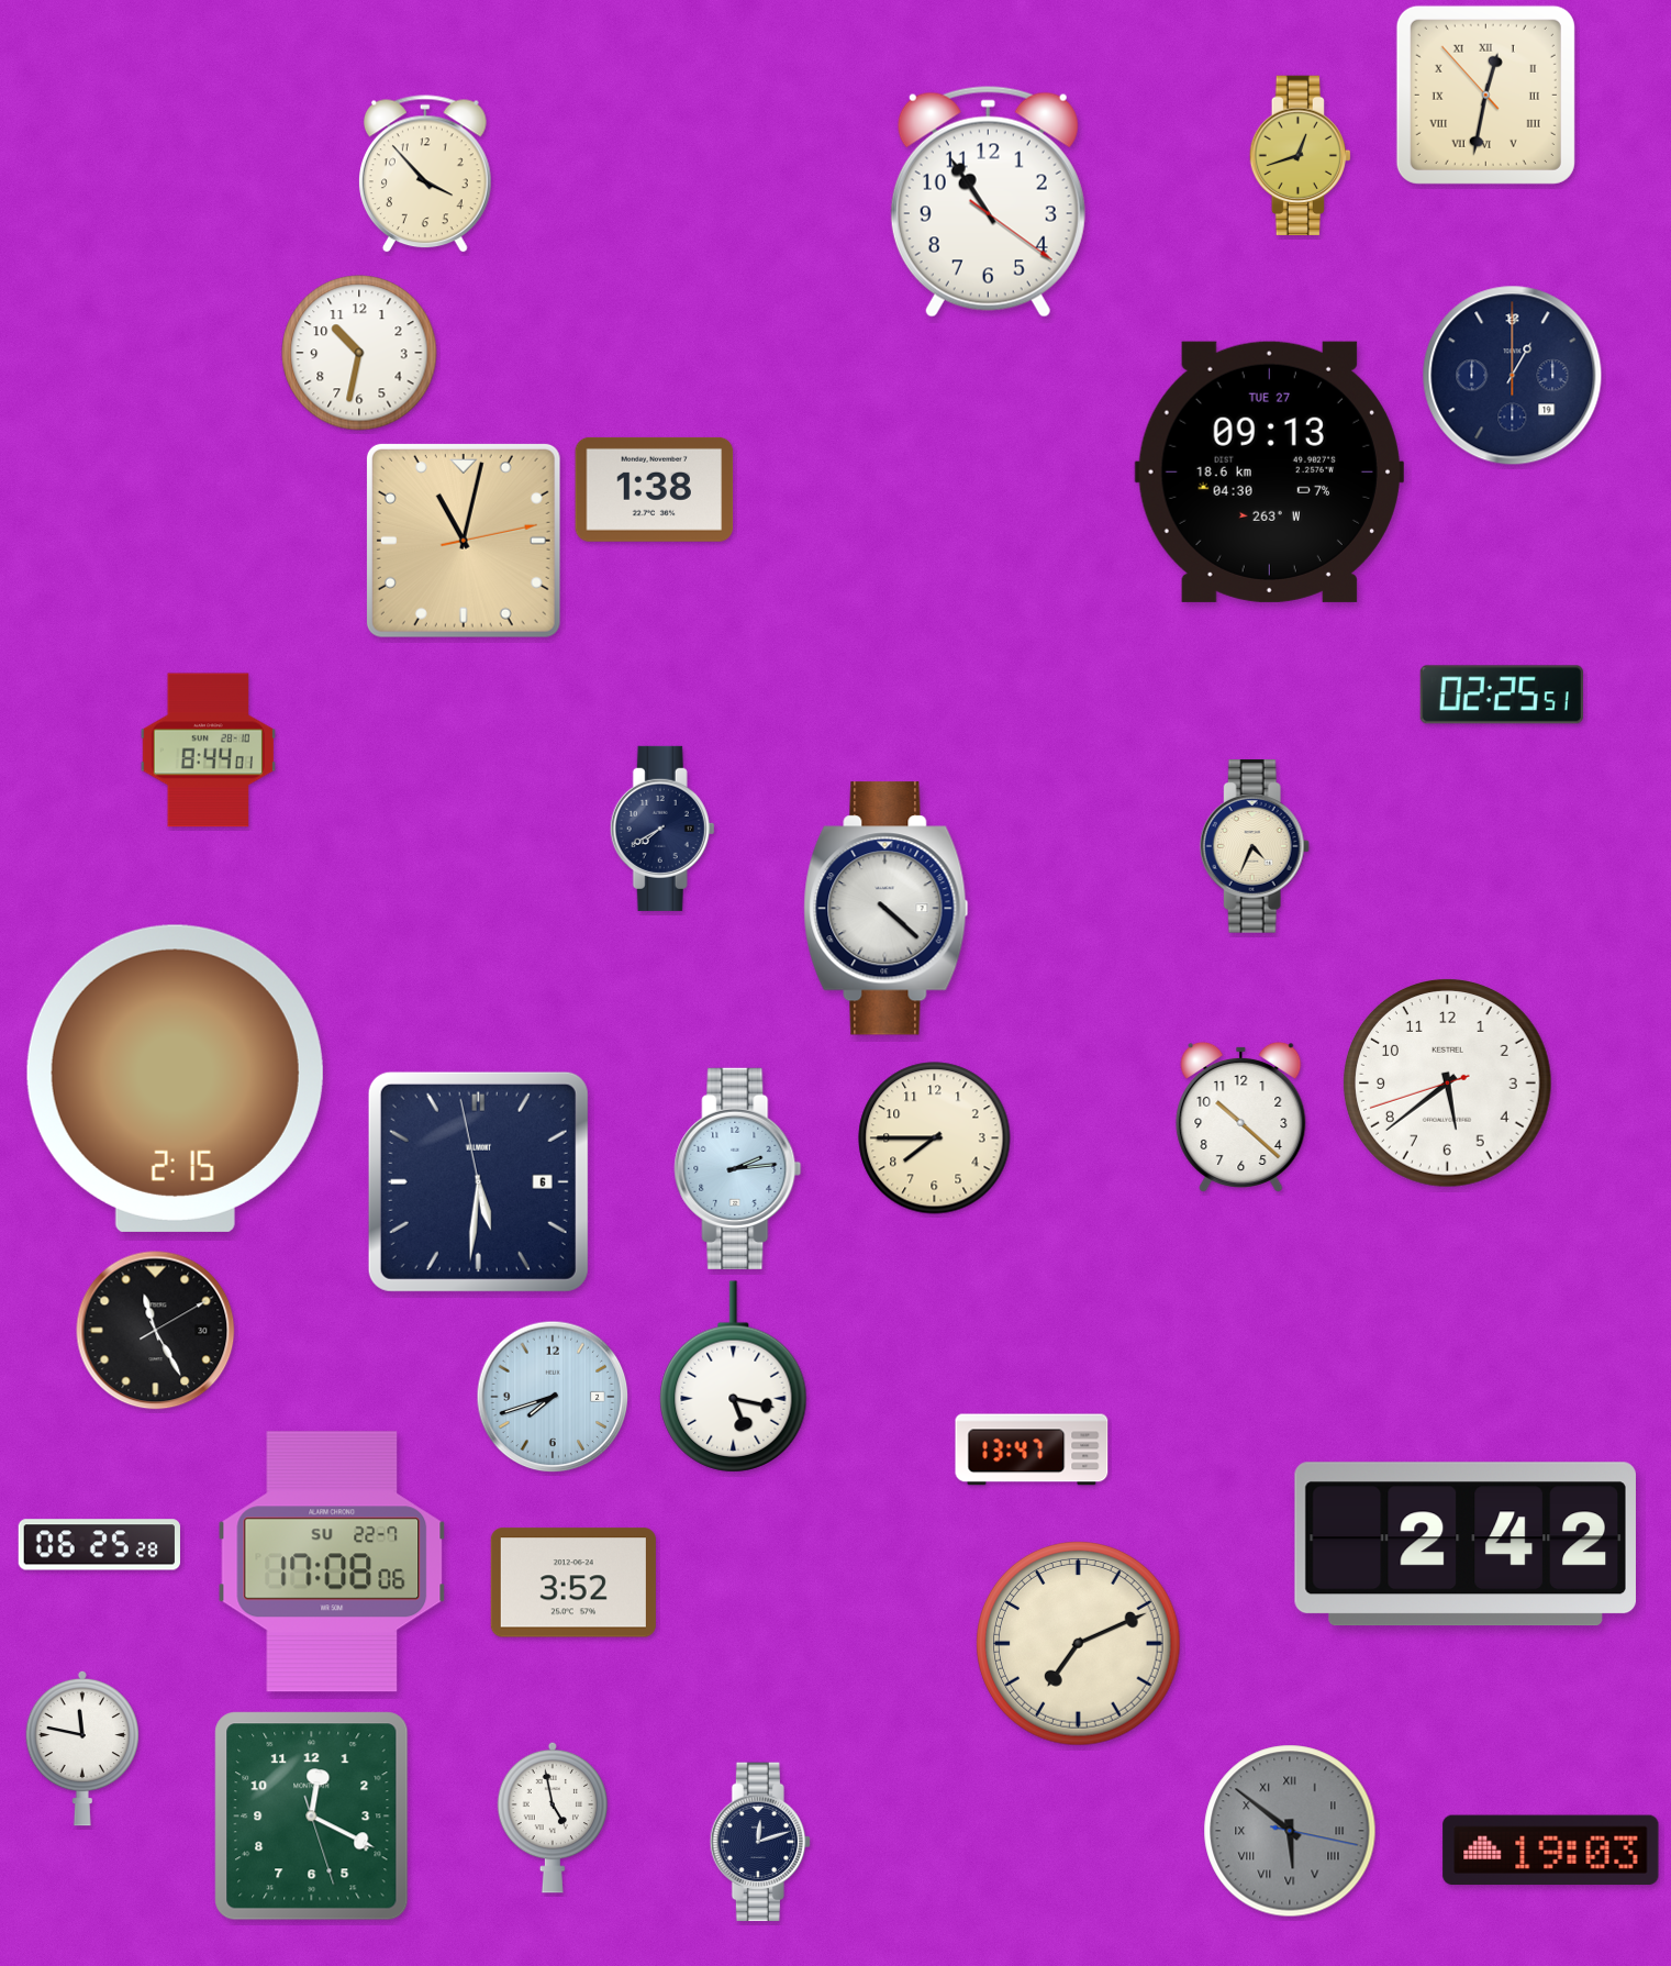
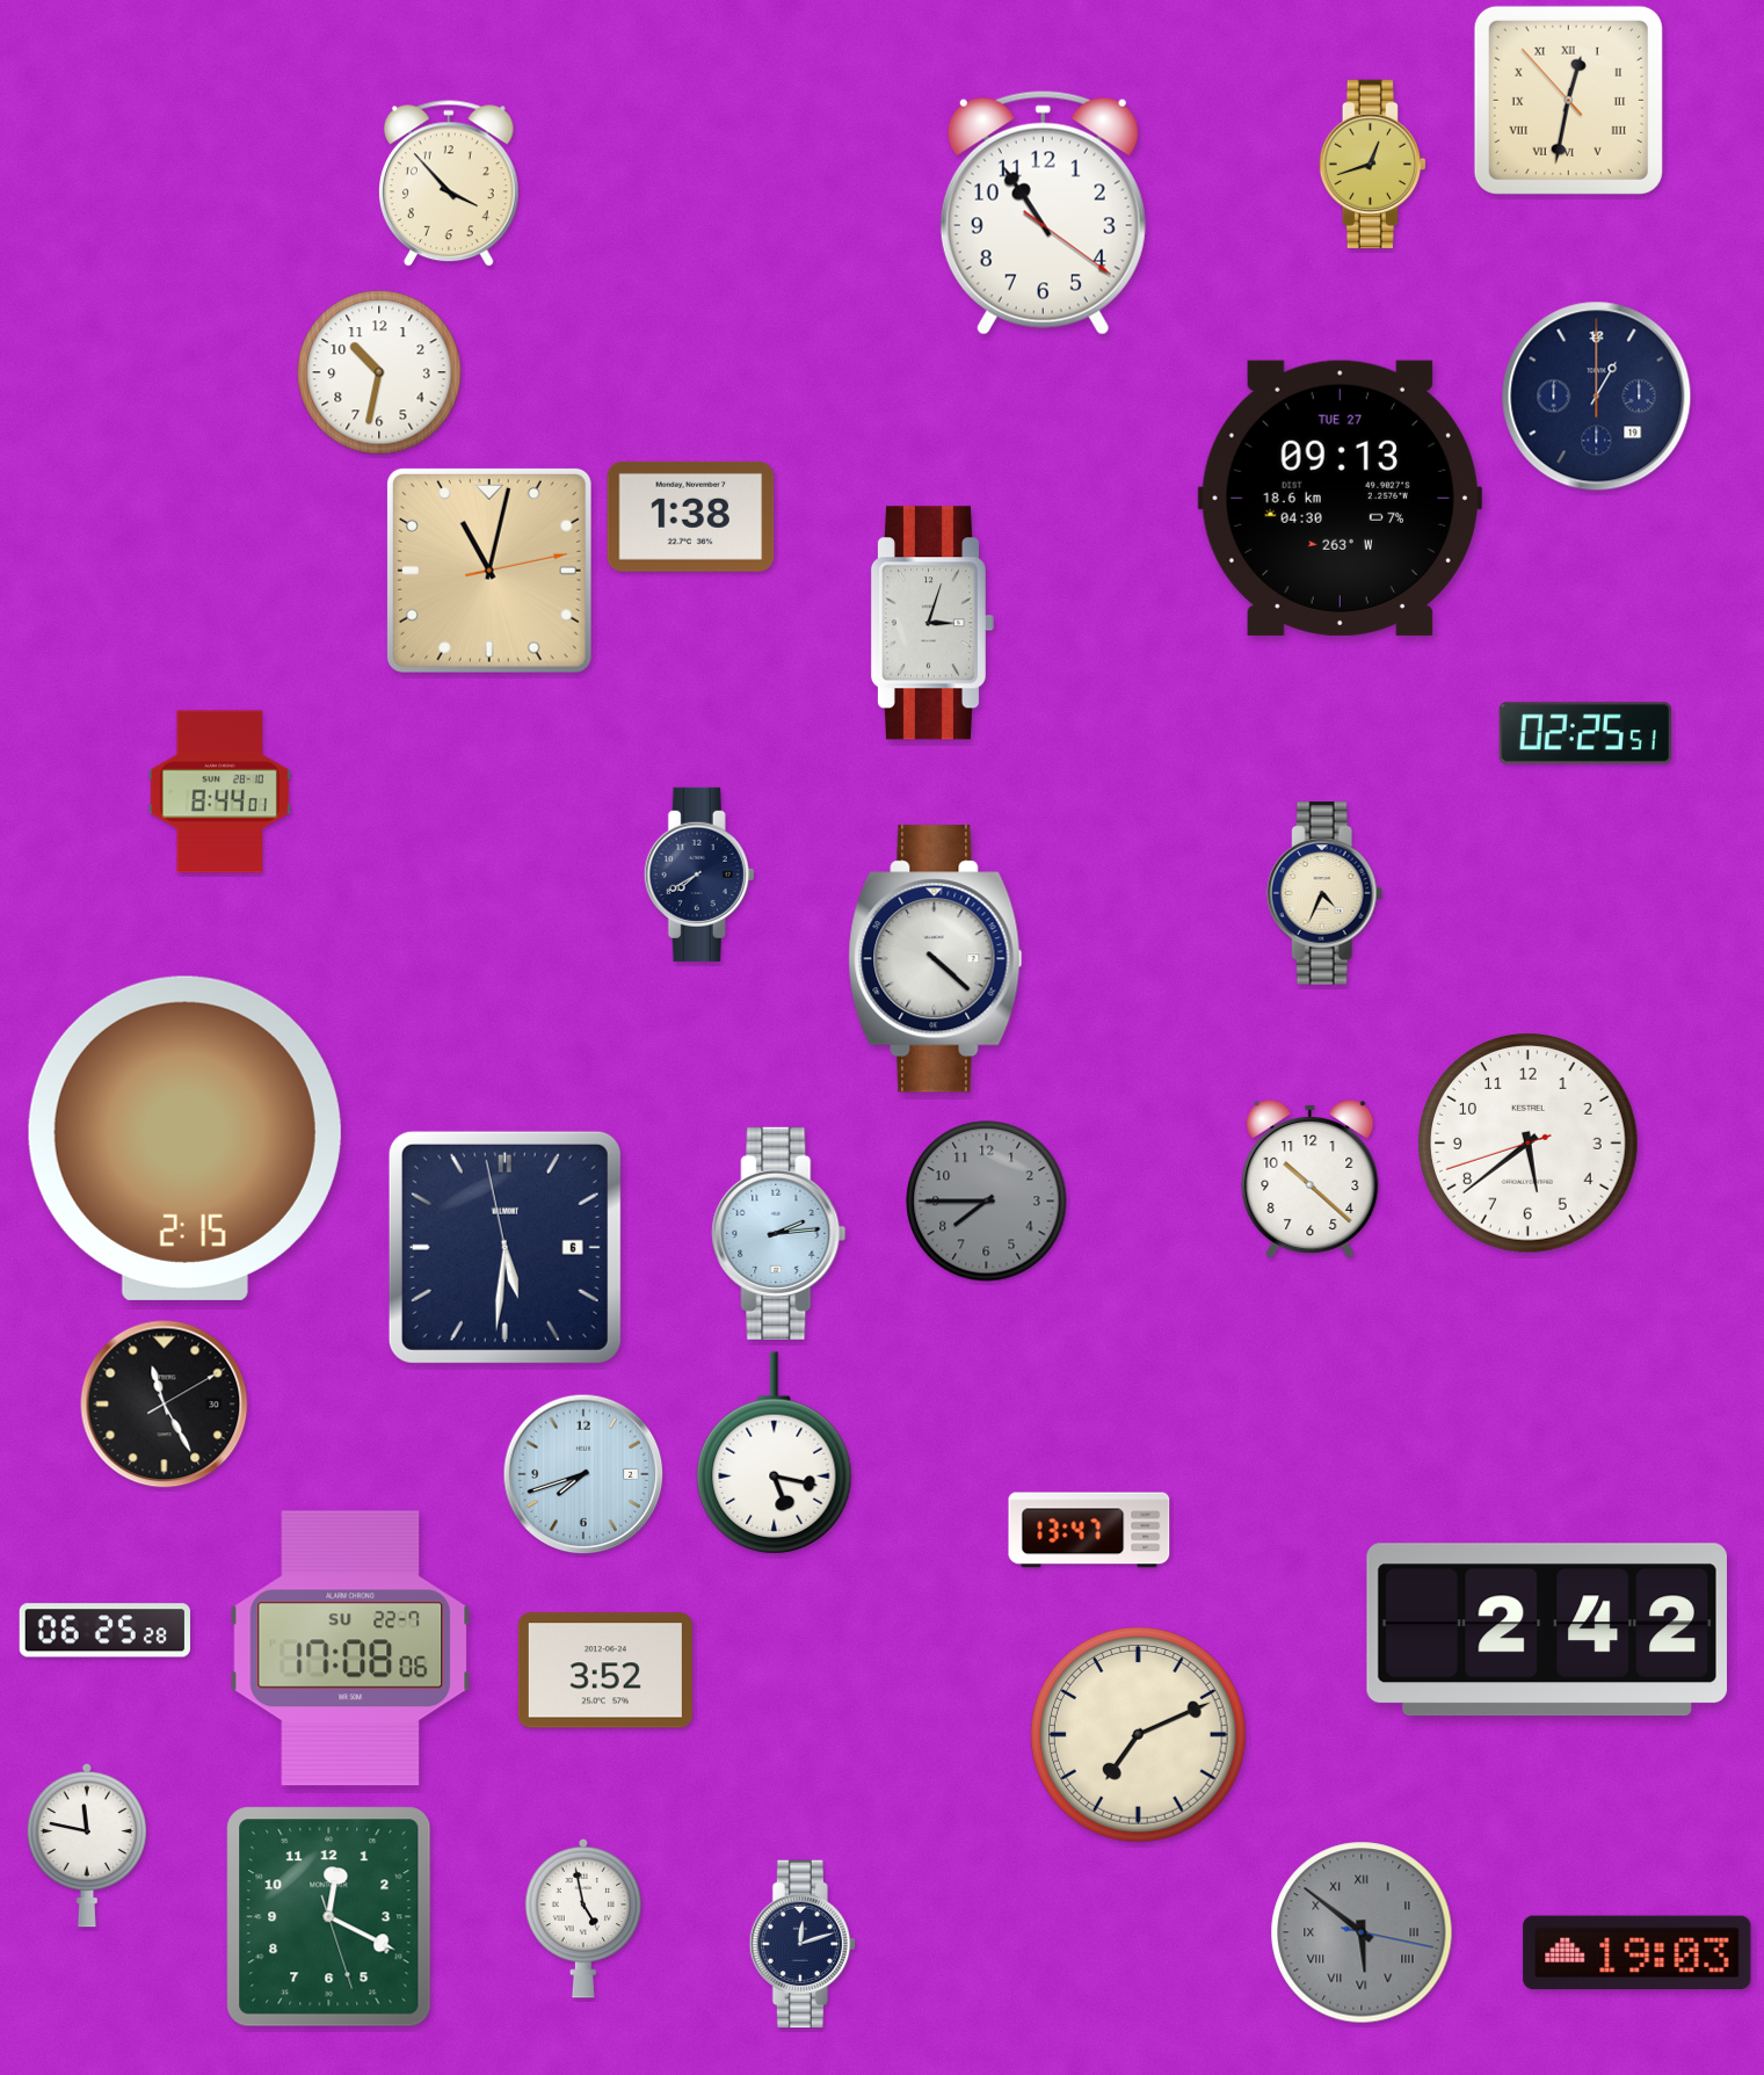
clock at (932, 623): none -> 3:03
clock at (935, 1138) dial: cream -> grey
